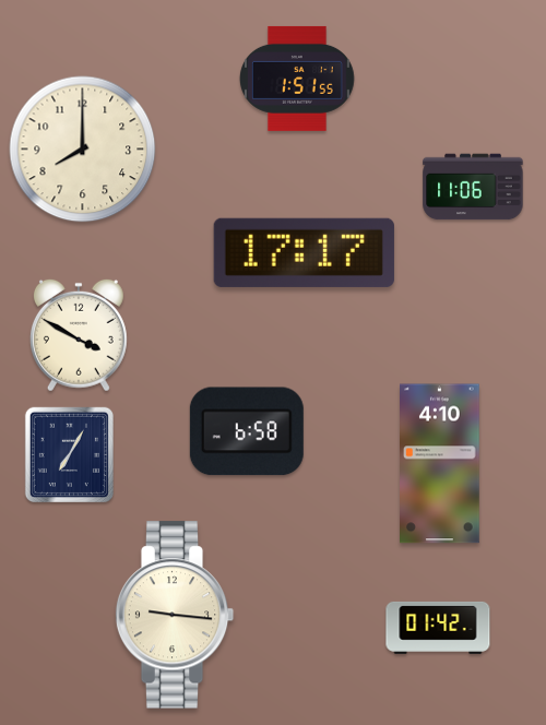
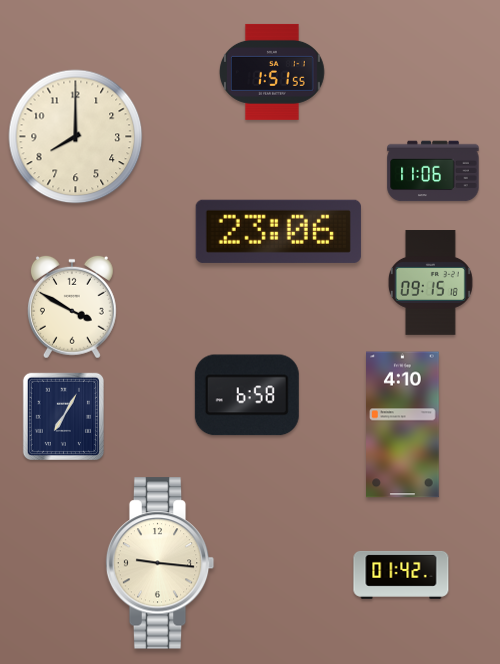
clock at (304, 252): 17:17 -> 23:06
clock at (430, 283): none -> 09:15
clock at (247, 431) position: (247, 431) -> (247, 395)
